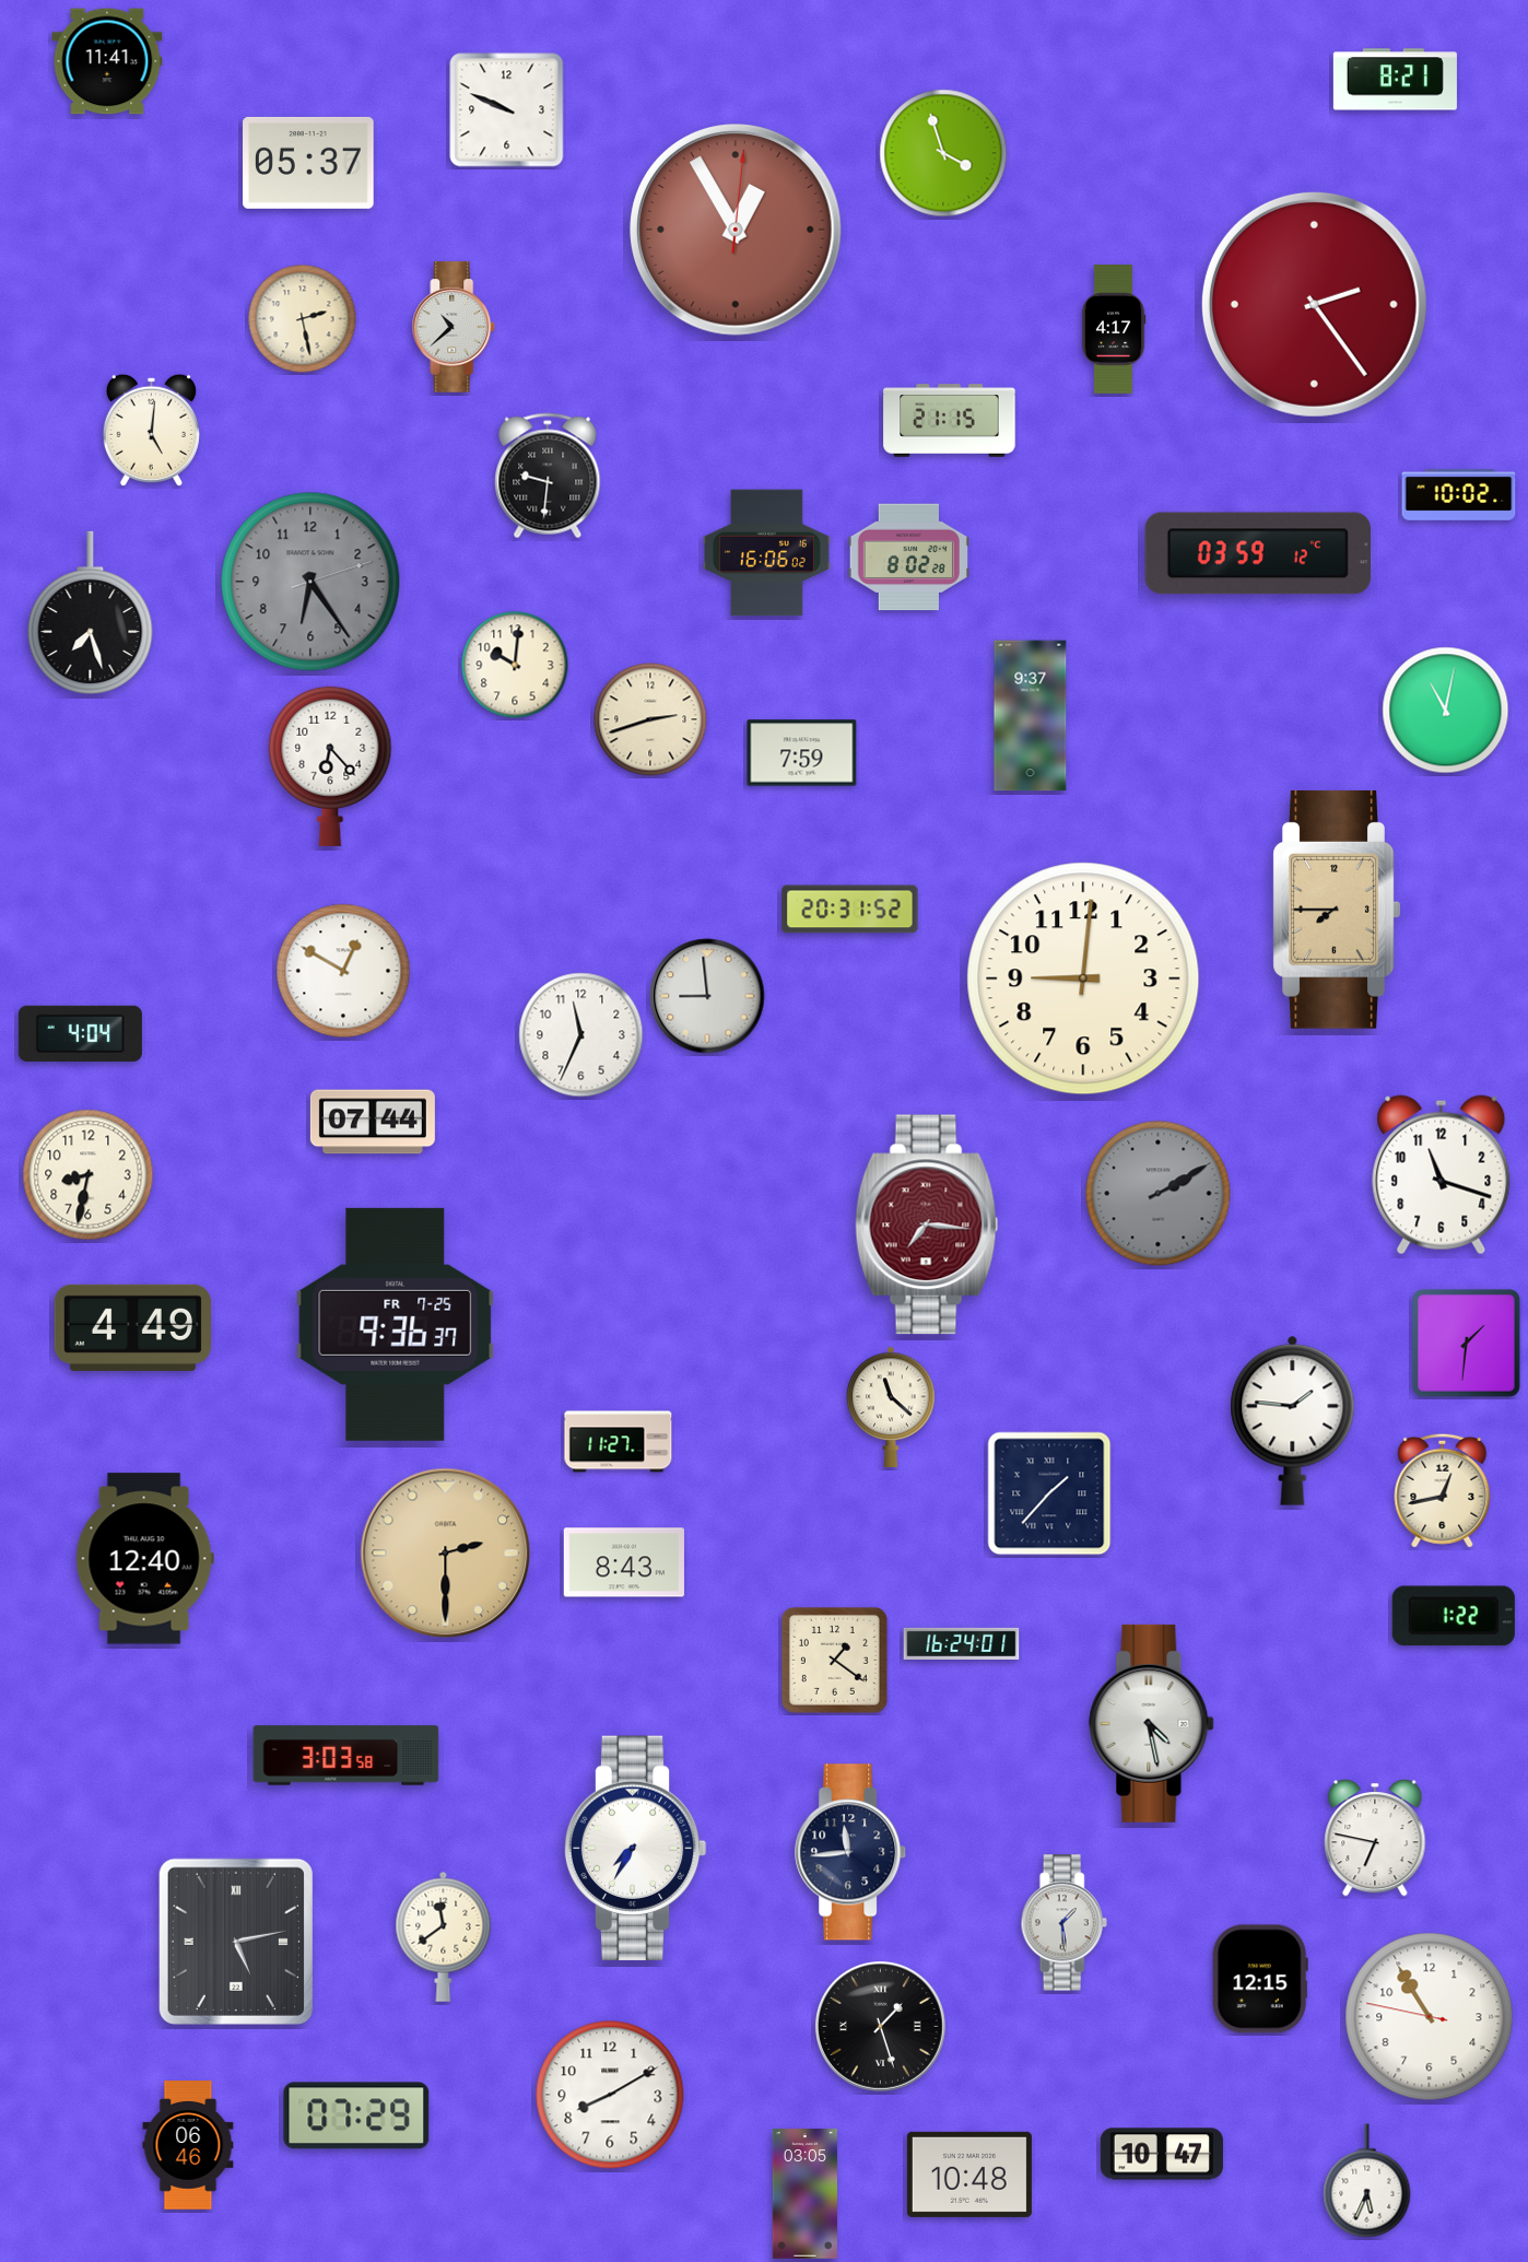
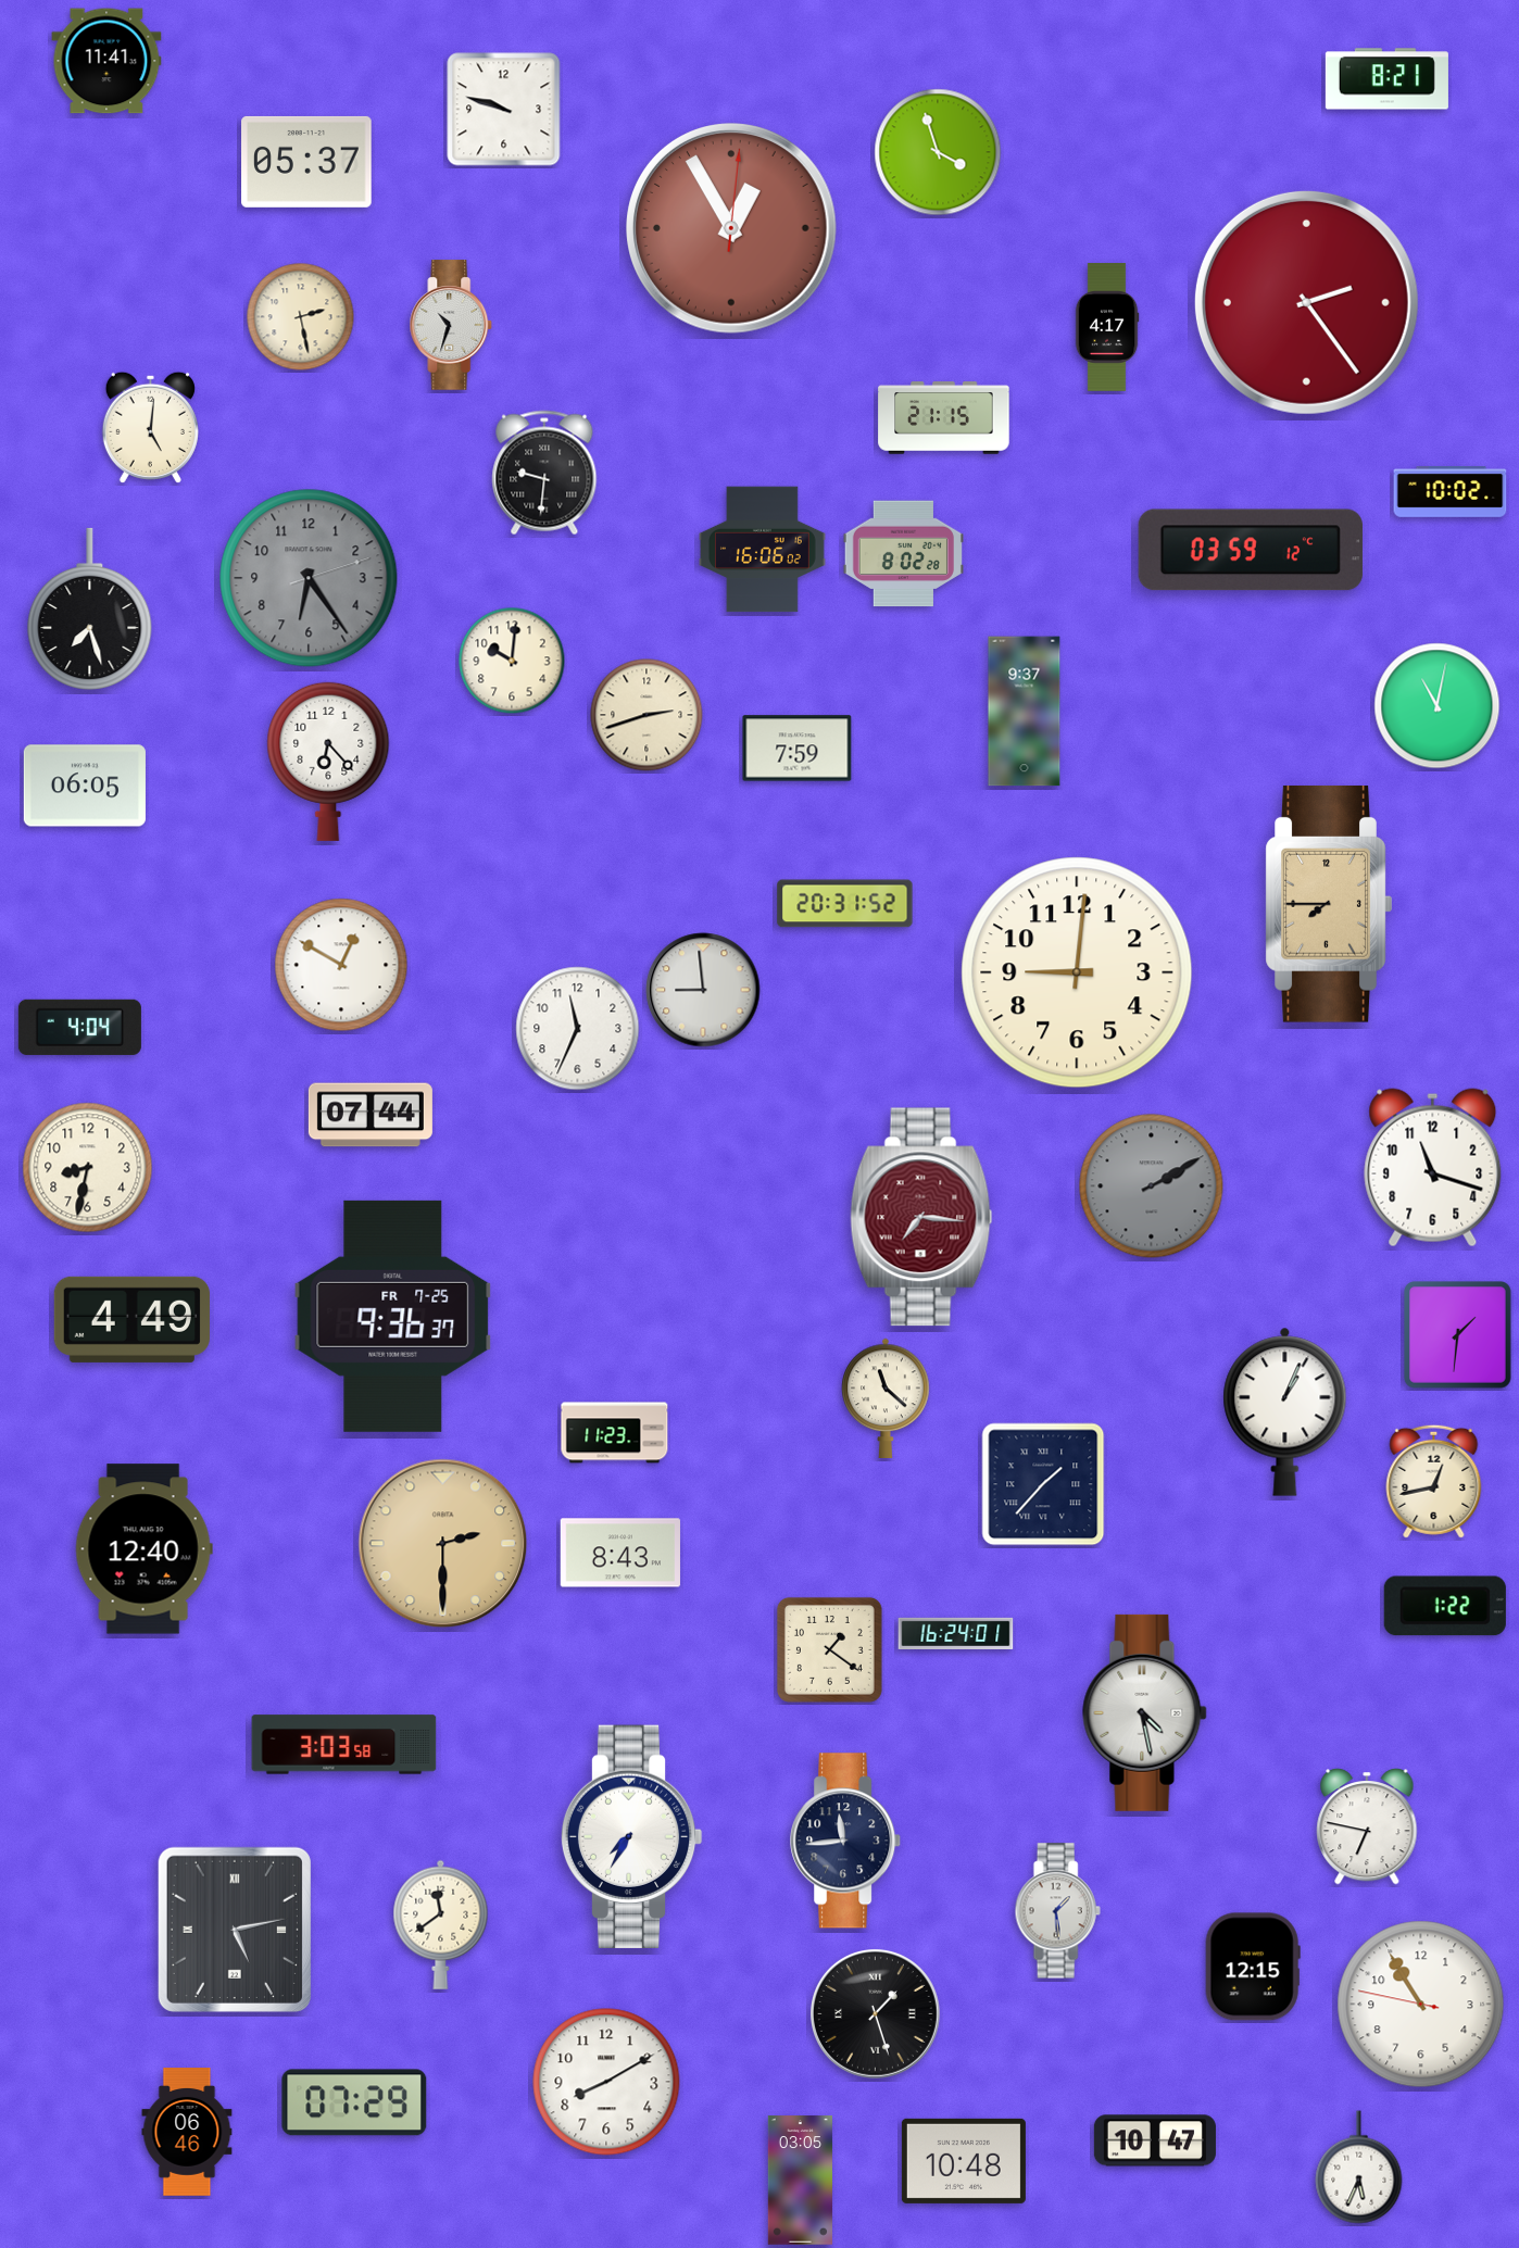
clock at (507, 110): 9:49 -> 9:48
clock at (454, 327): 10:38 -> 10:33
clock at (85, 786): none -> 06:05
clock at (1293, 1420): 1:46 -> 1:04
clock at (619, 1442): 11:27 -> 11:23
